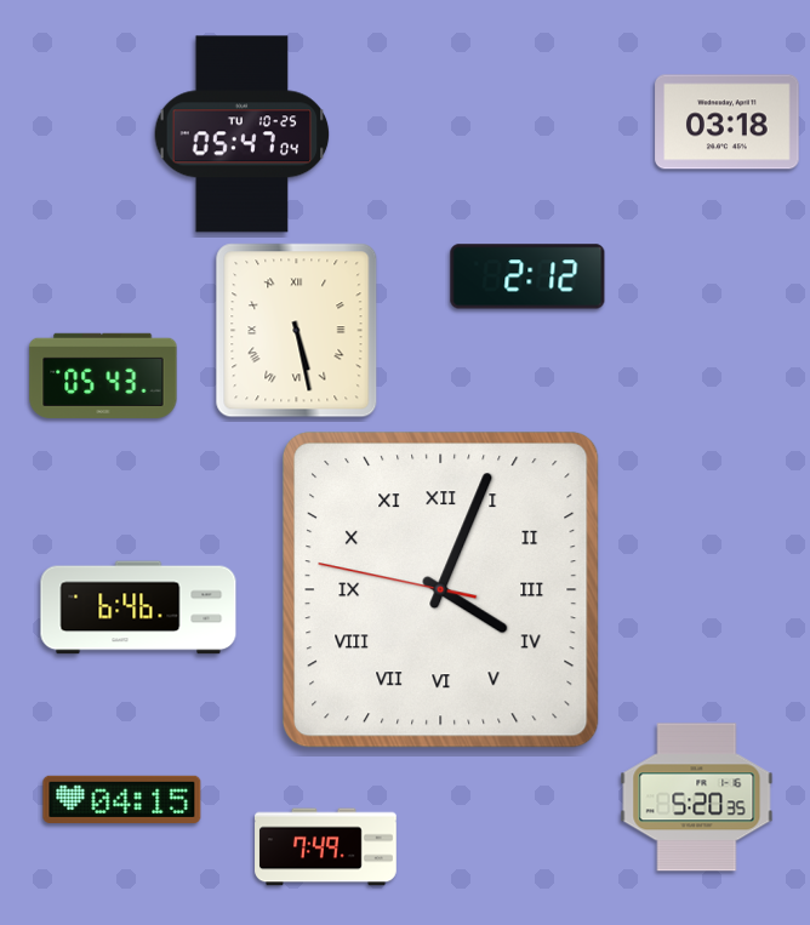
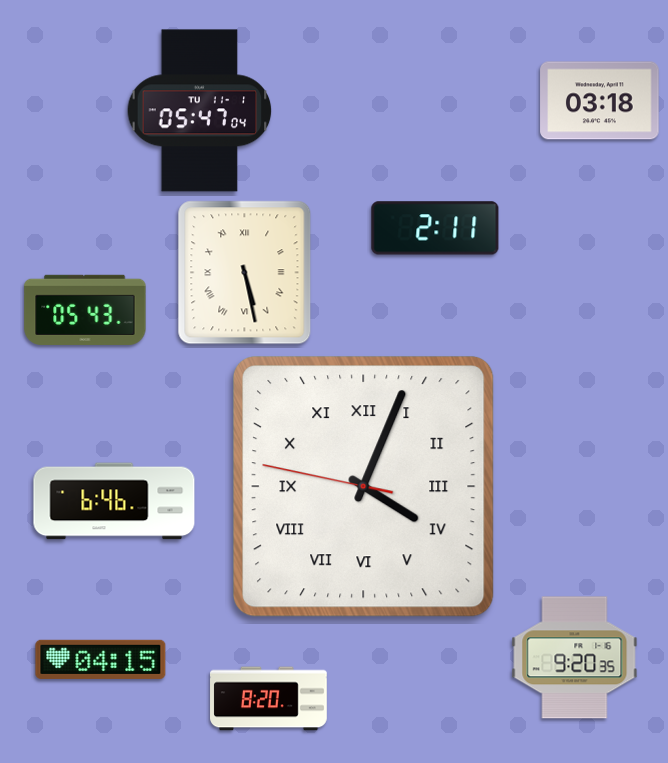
clock at (243, 135) date: TU 10-25 -> TU 11-1
clock at (527, 276): 2:12 -> 2:11
clock at (697, 798): 5:20 -> 9:20
clock at (326, 847): 7:49 -> 8:20
